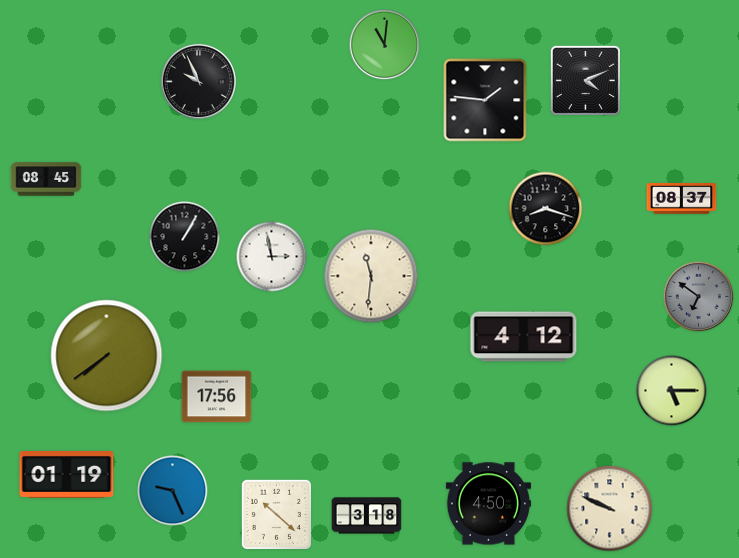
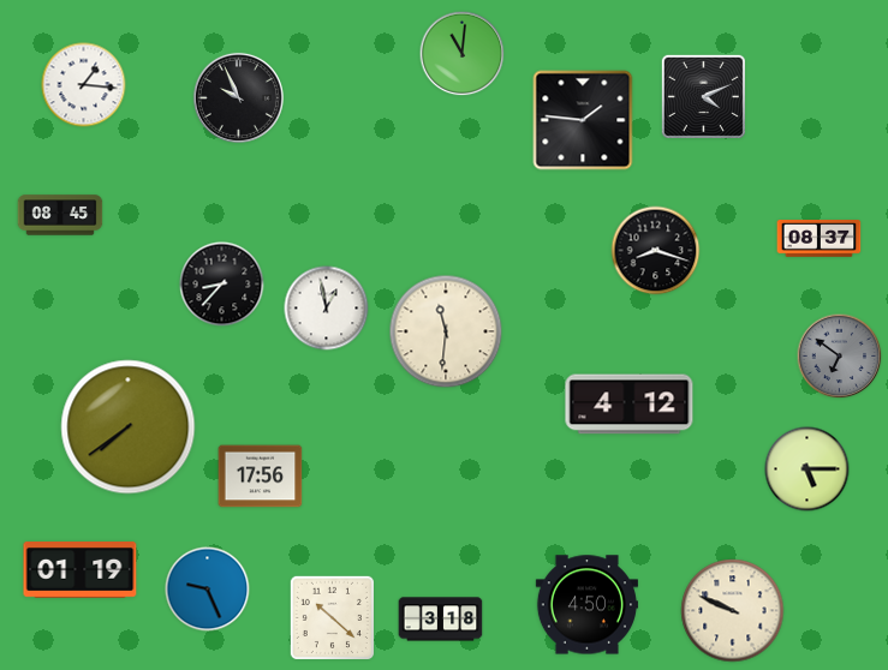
clock at (84, 85): none -> 1:16
clock at (46, 179) position: (46, 179) -> (60, 215)
clock at (185, 237): 1:05 -> 8:37
clock at (272, 257): 2:58 -> 12:58
